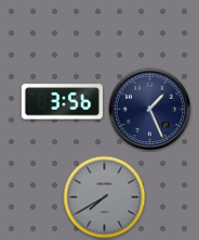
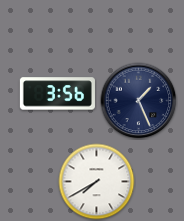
clock at (105, 198) dial: grey -> white
